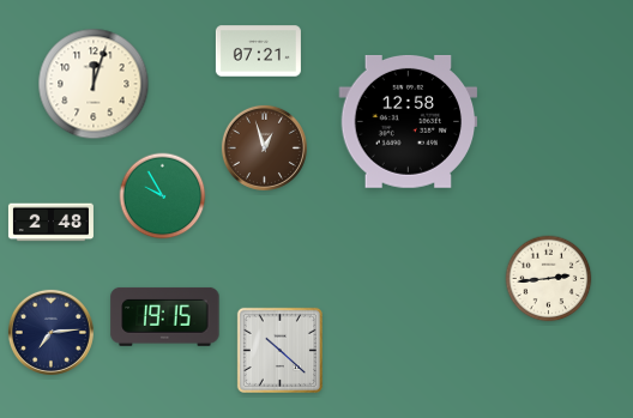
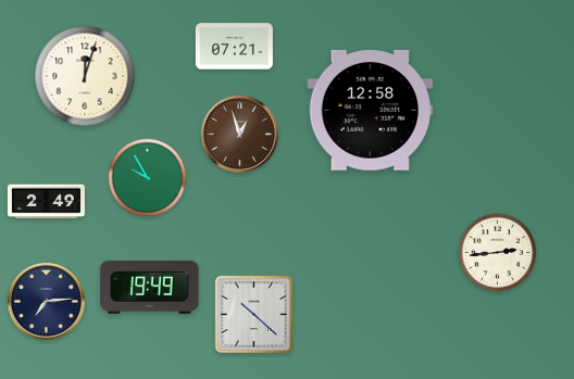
clock at (50, 223): 2:48 -> 2:49
clock at (165, 316): 19:15 -> 19:49
clock at (279, 350) position: (279, 350) -> (253, 314)
